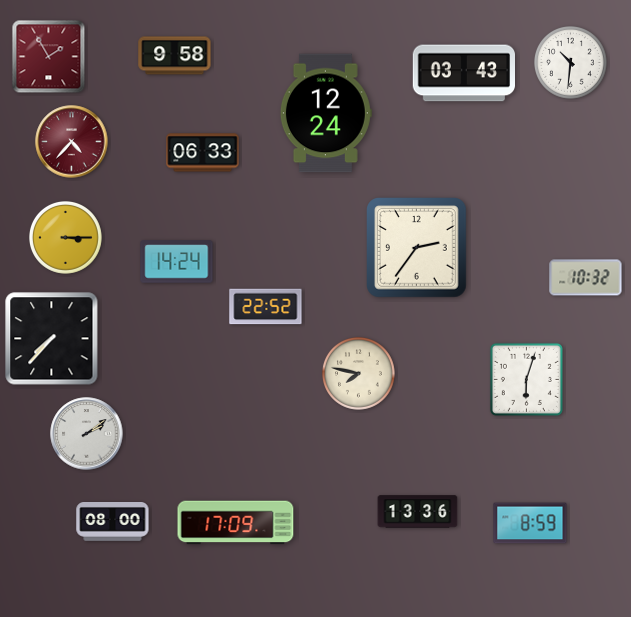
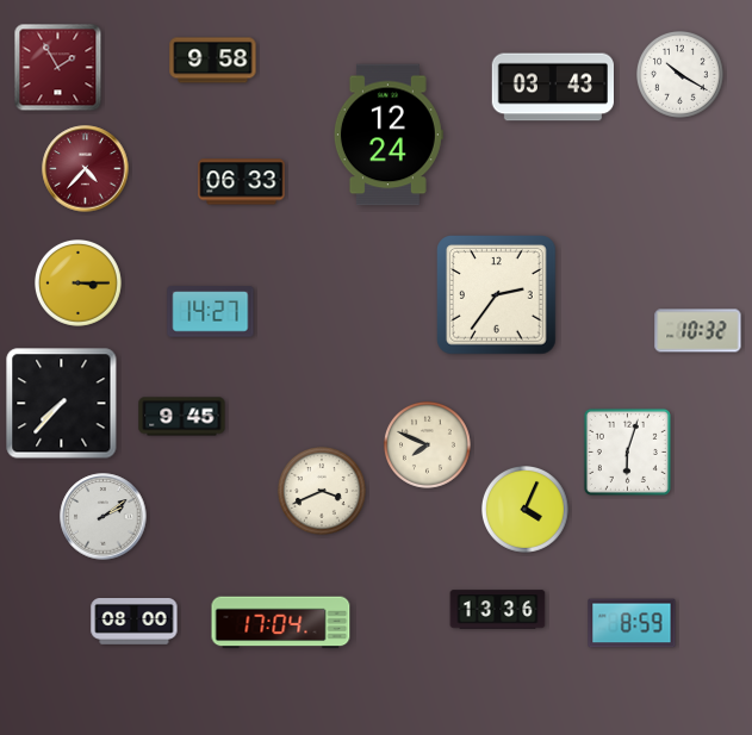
clock at (175, 56) position: (175, 56) -> (213, 61)
clock at (571, 63): 10:31 -> 10:20
clock at (177, 262): 14:24 -> 14:27
clock at (266, 307): 22:52 -> none
clock at (182, 417): none -> 9:45
clock at (359, 374): 7:47 -> 7:49
clock at (323, 492): none -> 3:41
clock at (526, 510): none -> 4:04
clock at (236, 523): 17:09 -> 17:04
